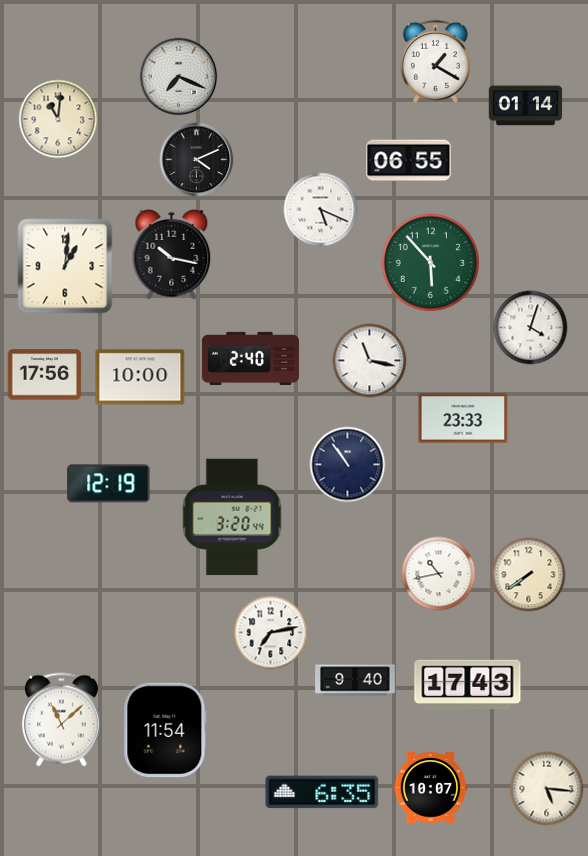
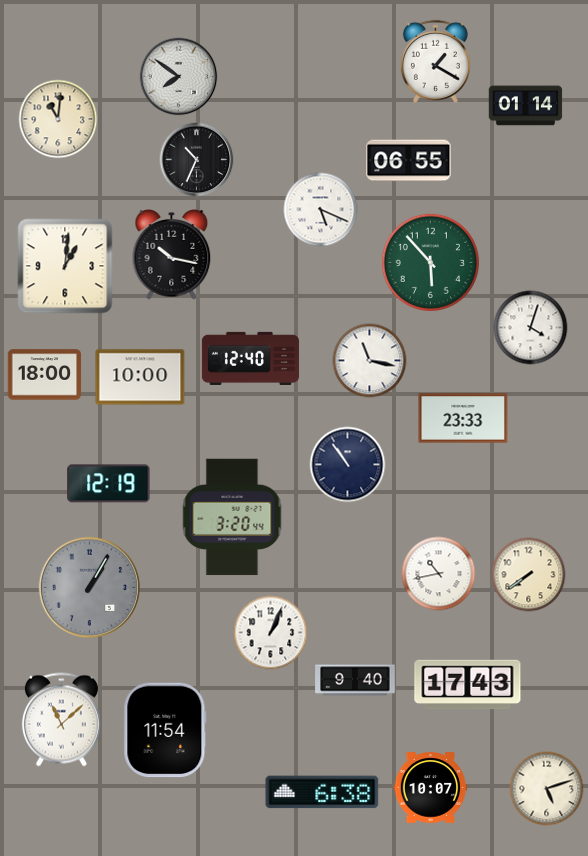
clock at (179, 77): 7:19 -> 7:51
clock at (197, 160): 4:11 -> 10:34
clock at (250, 358): 2:40 -> 12:40
clock at (45, 375): 17:56 -> 18:00
clock at (90, 588): none -> 1:05
clock at (271, 633): 7:13 -> 1:04
clock at (547, 789): 5:16 -> 5:12
clock at (322, 792): 6:35 -> 6:38
